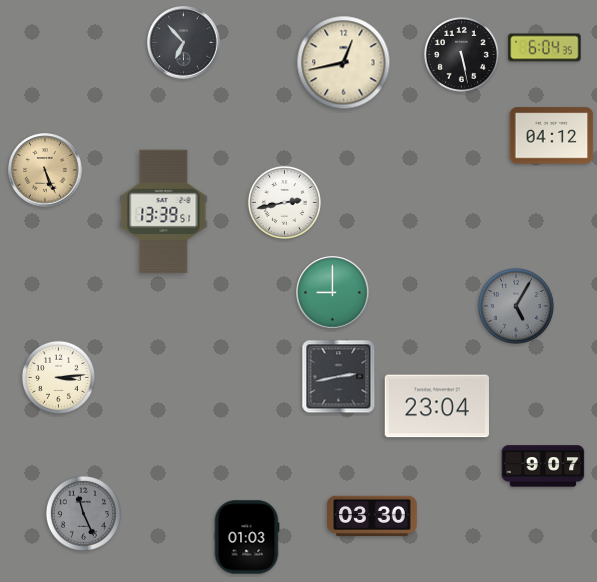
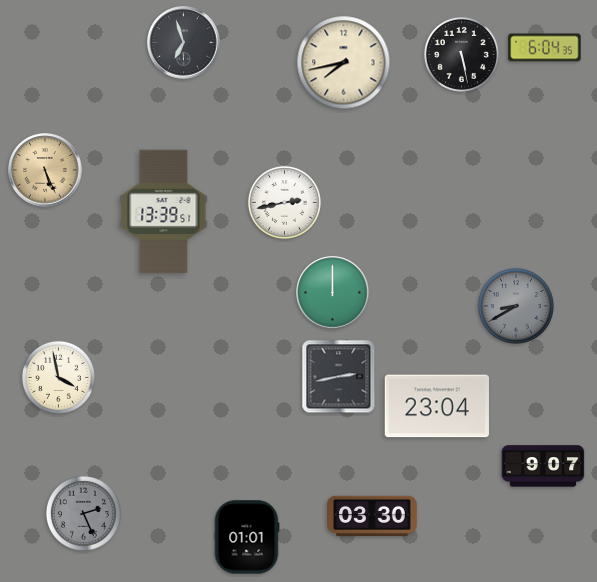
clock at (184, 43): 6:53 -> 6:57
clock at (344, 63): 12:43 -> 7:43
clock at (552, 136): 04:12 -> none
clock at (333, 293): 9:00 -> 12:00
clock at (516, 306): 5:05 -> 8:40
clock at (58, 377): 3:14 -> 3:58
clock at (83, 513): 11:26 -> 2:26
clock at (247, 537): 01:03 -> 01:01
